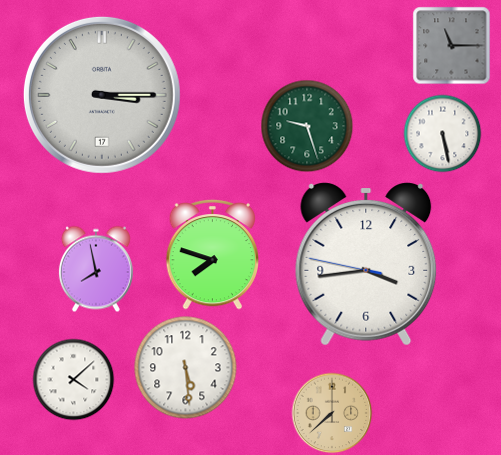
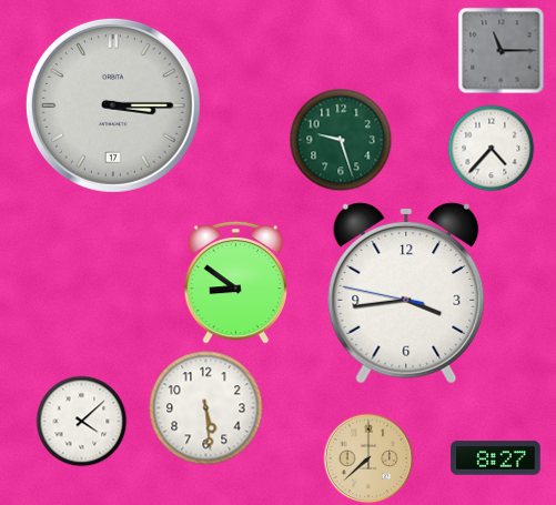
clock at (442, 133): 5:28 -> 4:37
clock at (213, 254): 7:48 -> 8:51
clock at (96, 269): 7:58 -> none
clock at (496, 458): none -> 8:27
